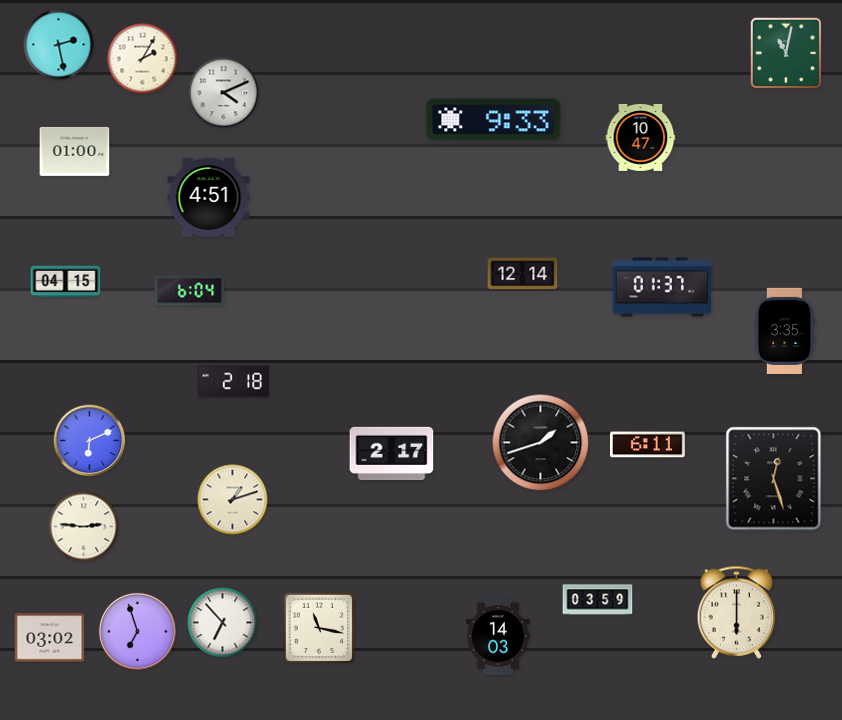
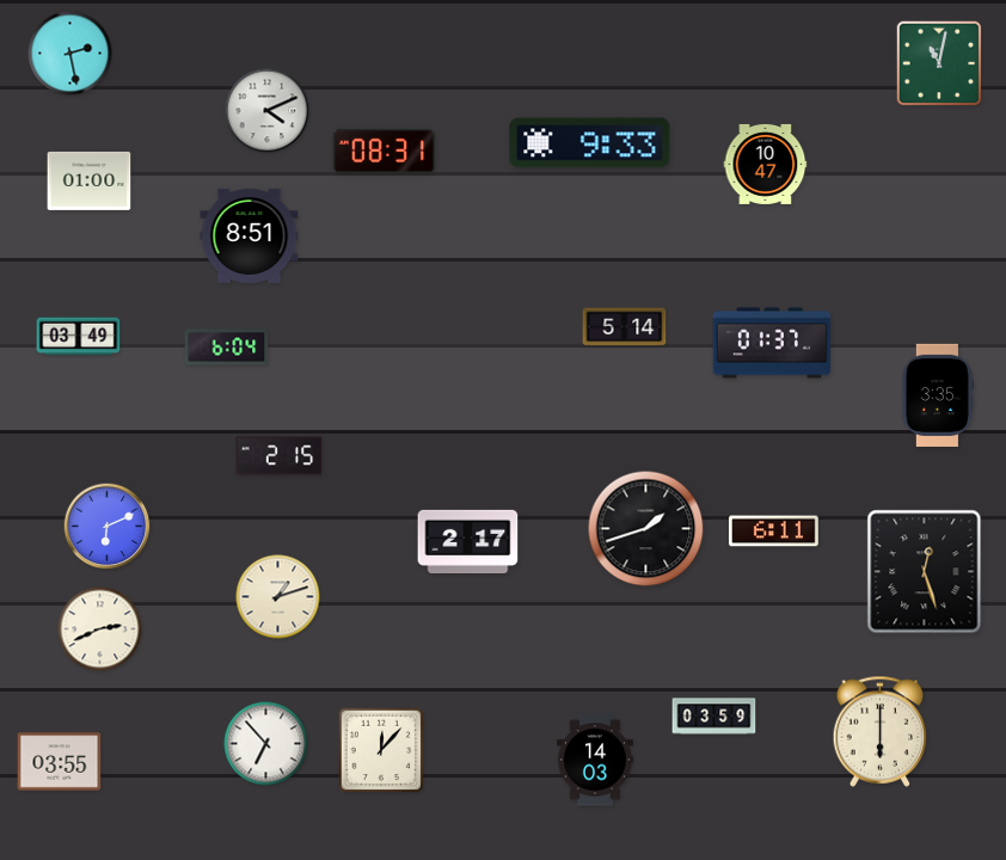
clock at (143, 59): 2:05 -> none
clock at (385, 150): none -> 08:31
clock at (209, 197): 4:51 -> 8:51
clock at (523, 274): 12:14 -> 5:14
clock at (66, 282): 04:15 -> 03:49
clock at (662, 287) position: (662, 287) -> (772, 343)
clock at (234, 382): 2:18 -> 2:15
clock at (84, 527): 2:46 -> 2:41
clock at (319, 628): 11:17 -> 12:07
clock at (137, 631): 6:57 -> none
clock at (50, 638): 03:02 -> 03:55
